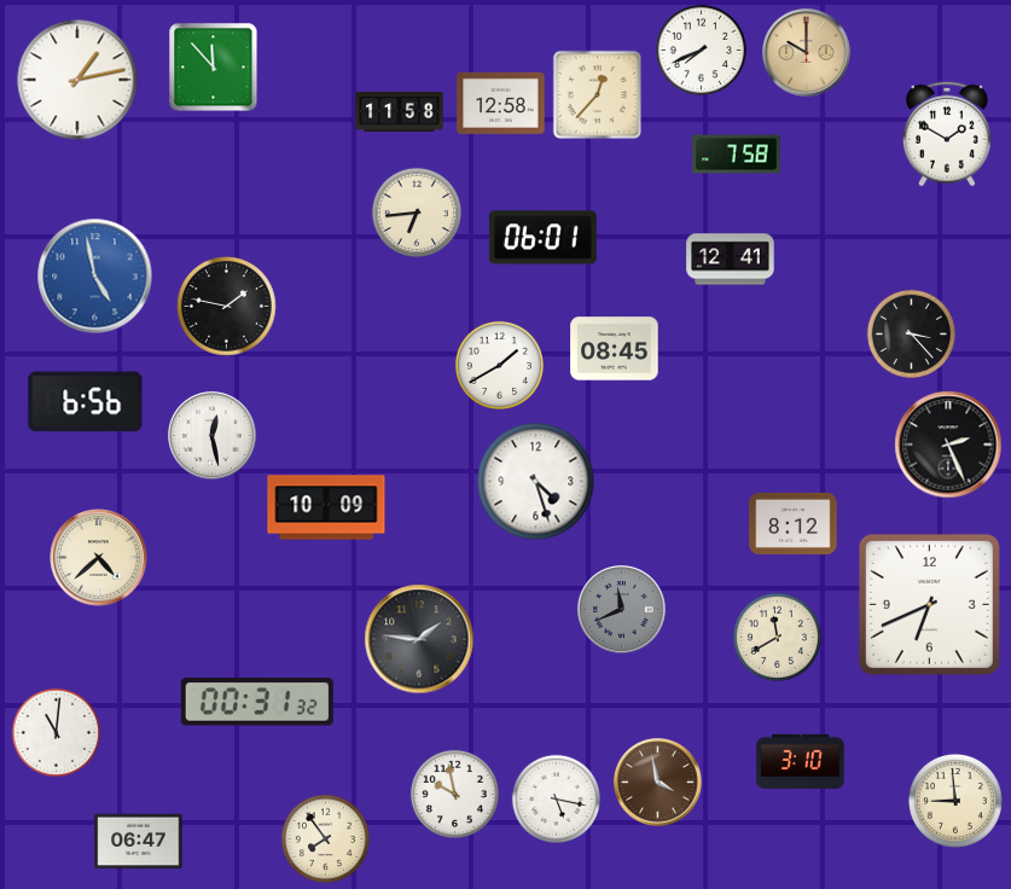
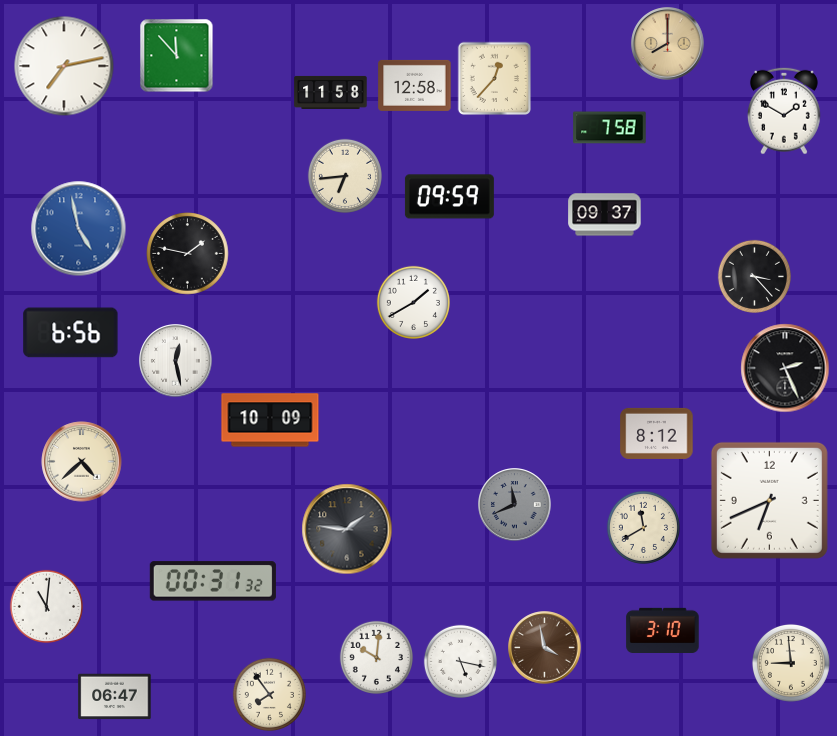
clock at (701, 50): 7:41 -> none
clock at (807, 53): 10:00 -> 8:00
clock at (77, 80): 1:13 -> 7:13
clock at (542, 238): 06:01 -> 09:59
clock at (731, 260): 12:41 -> 09:37
clock at (615, 349): 08:45 -> none
clock at (536, 482): 4:27 -> none
clock at (454, 794): 9:58 -> 10:01
